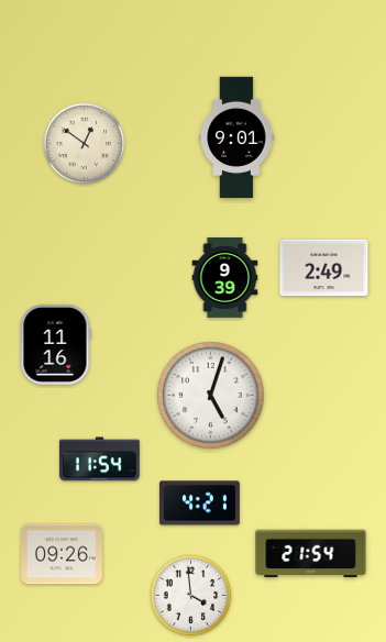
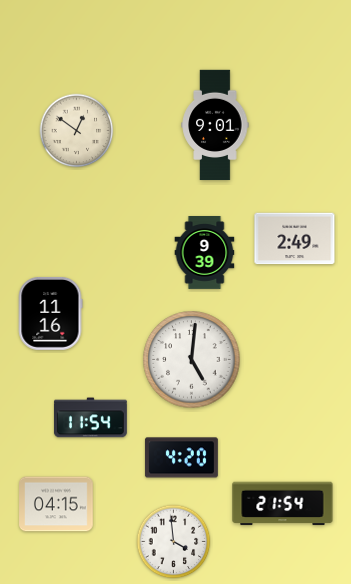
clock at (324, 268) position: (324, 268) -> (295, 239)
clock at (211, 396): 5:03 -> 5:01
clock at (199, 503): 4:21 -> 4:20
clock at (62, 554): 09:26 -> 04:15
